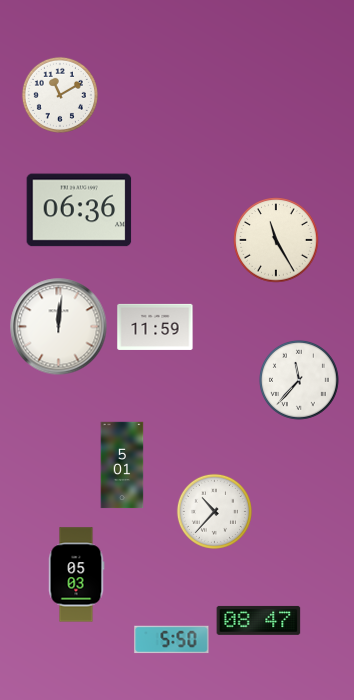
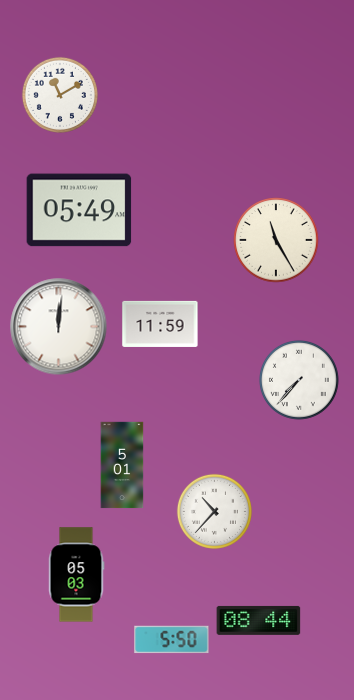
clock at (79, 210): 06:36 -> 05:49
clock at (155, 327) position: (155, 327) -> (160, 324)
clock at (299, 380): 11:37 -> 7:37
clock at (259, 620): 08:47 -> 08:44
